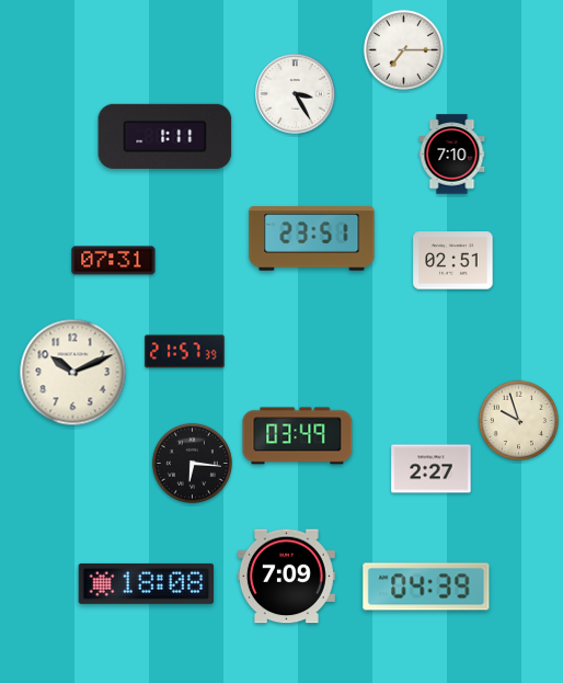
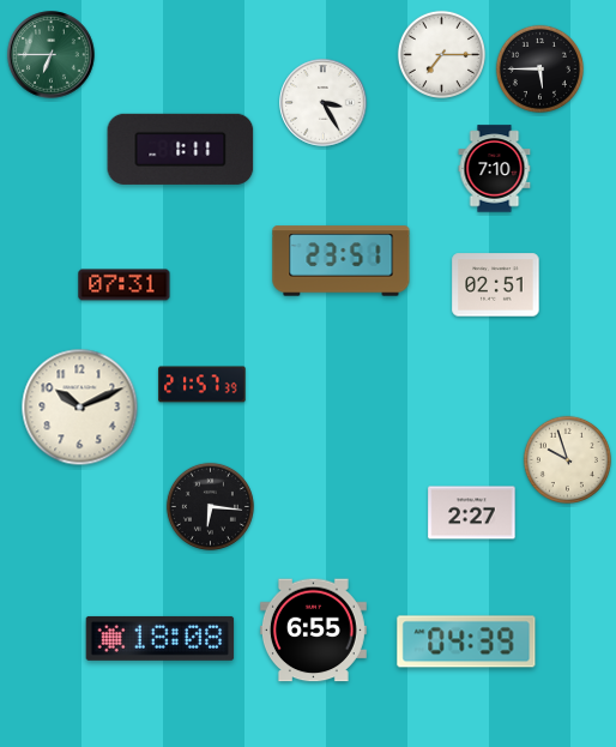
clock at (52, 55): none -> 6:45
clock at (539, 68): none -> 5:45
clock at (298, 436): 03:49 -> none
clock at (286, 577): 7:09 -> 6:55
